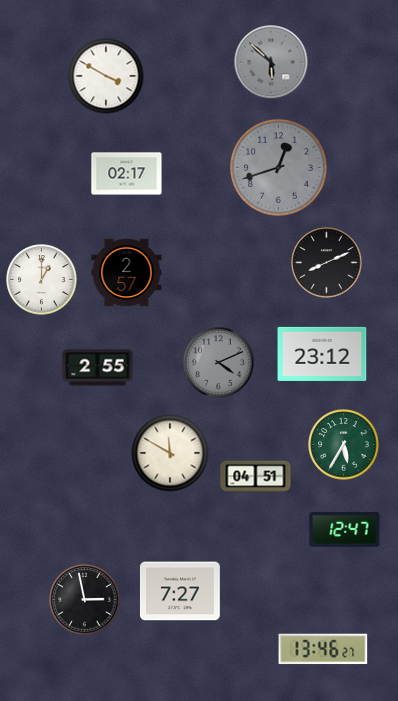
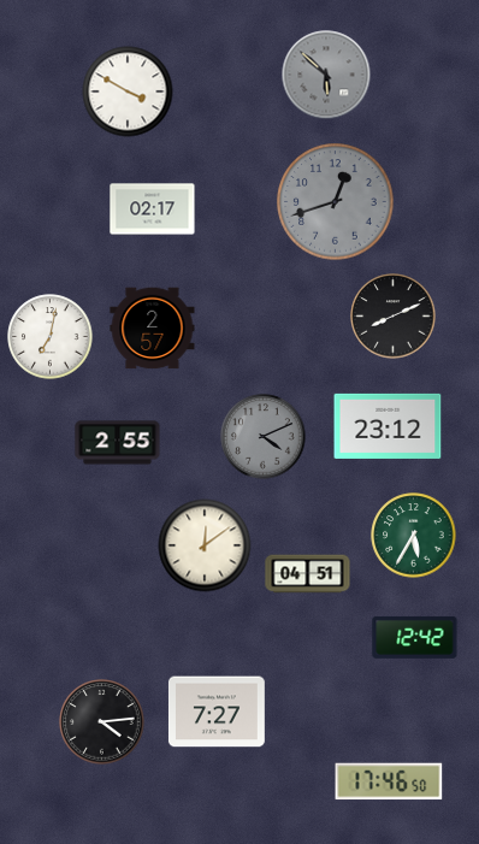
clock at (42, 280): 1:00 -> 7:02
clock at (170, 453): 11:50 -> 12:09
clock at (345, 529): 12:47 -> 12:42
clock at (85, 600): 2:58 -> 4:14
clock at (323, 649): 13:46 -> 17:46
